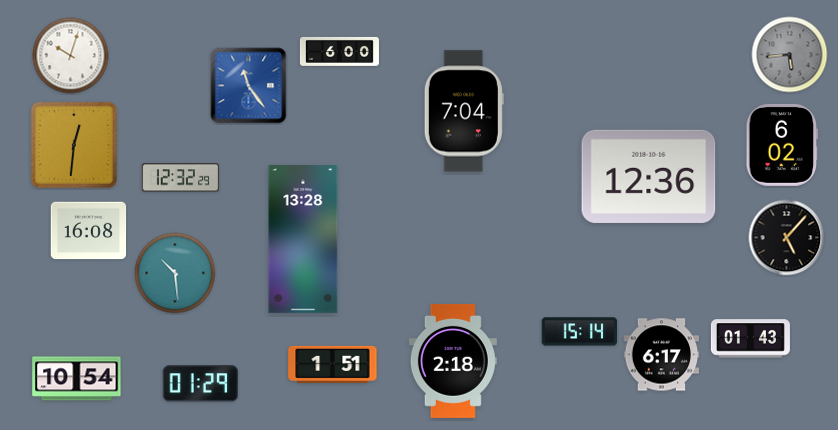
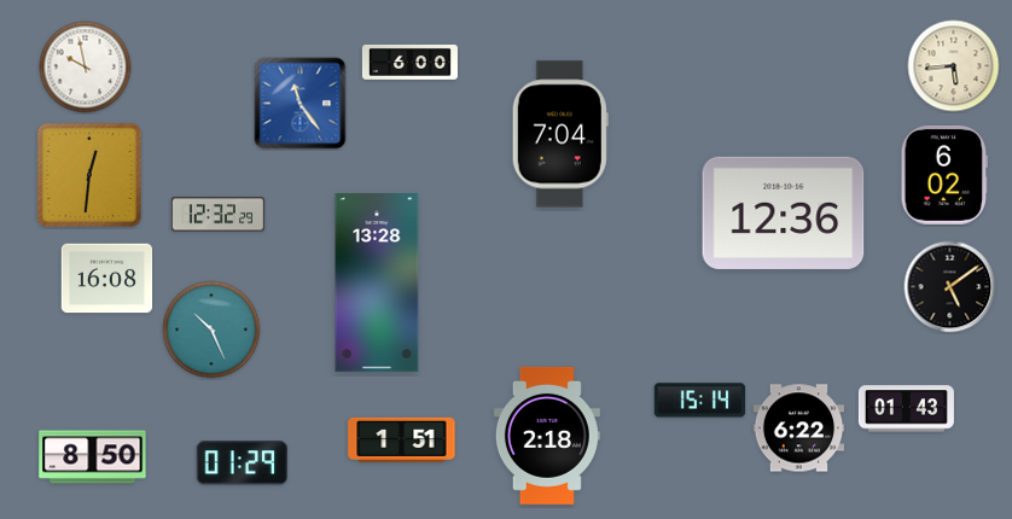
clock at (790, 55) dial: grey -> cream
clock at (71, 56): 10:03 -> 9:58
clock at (787, 238): 5:07 -> 5:09
clock at (303, 239) position: (303, 239) -> (377, 282)
clock at (175, 273): 10:29 -> 10:26
clock at (662, 355): 6:17 -> 6:22
clock at (77, 379): 10:54 -> 8:50
